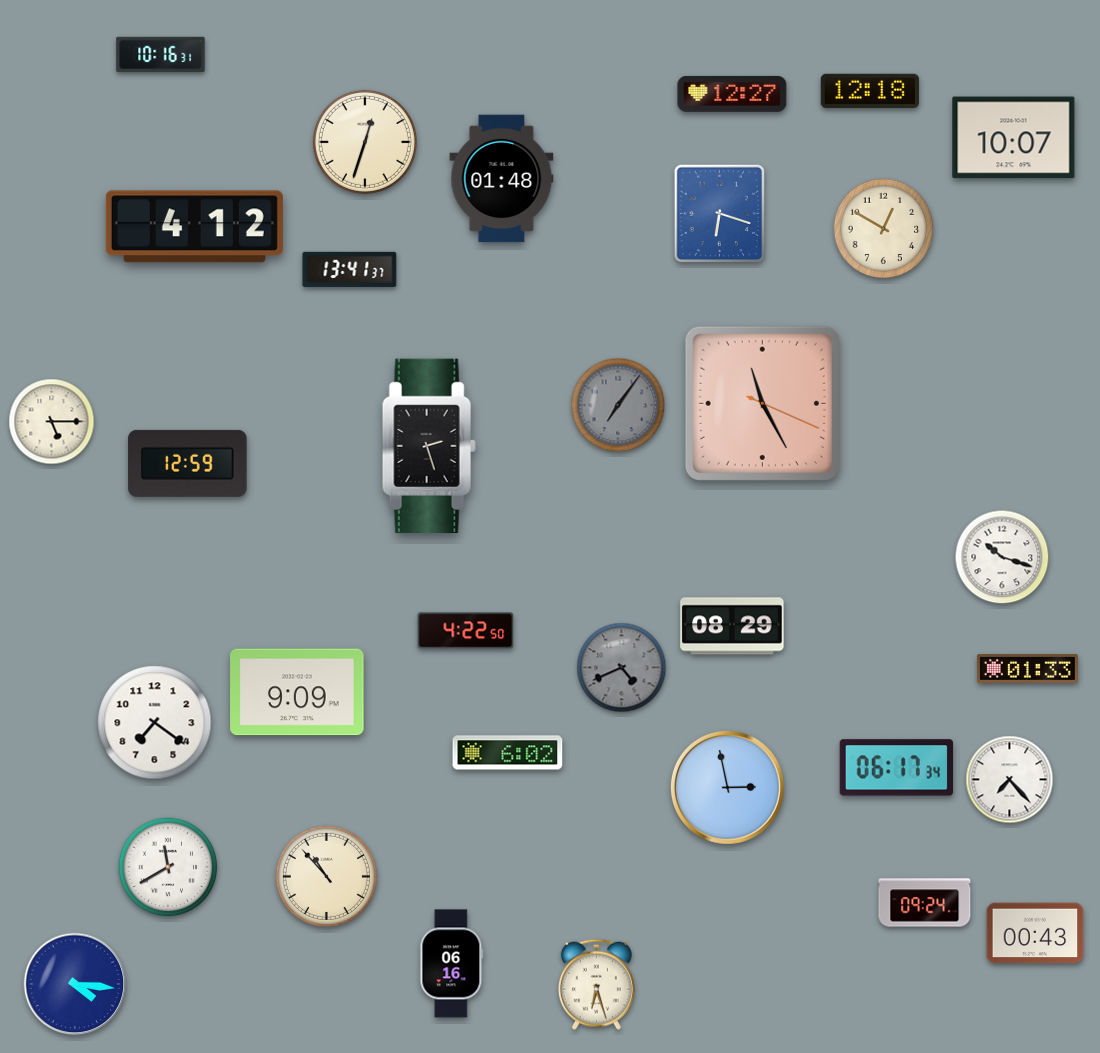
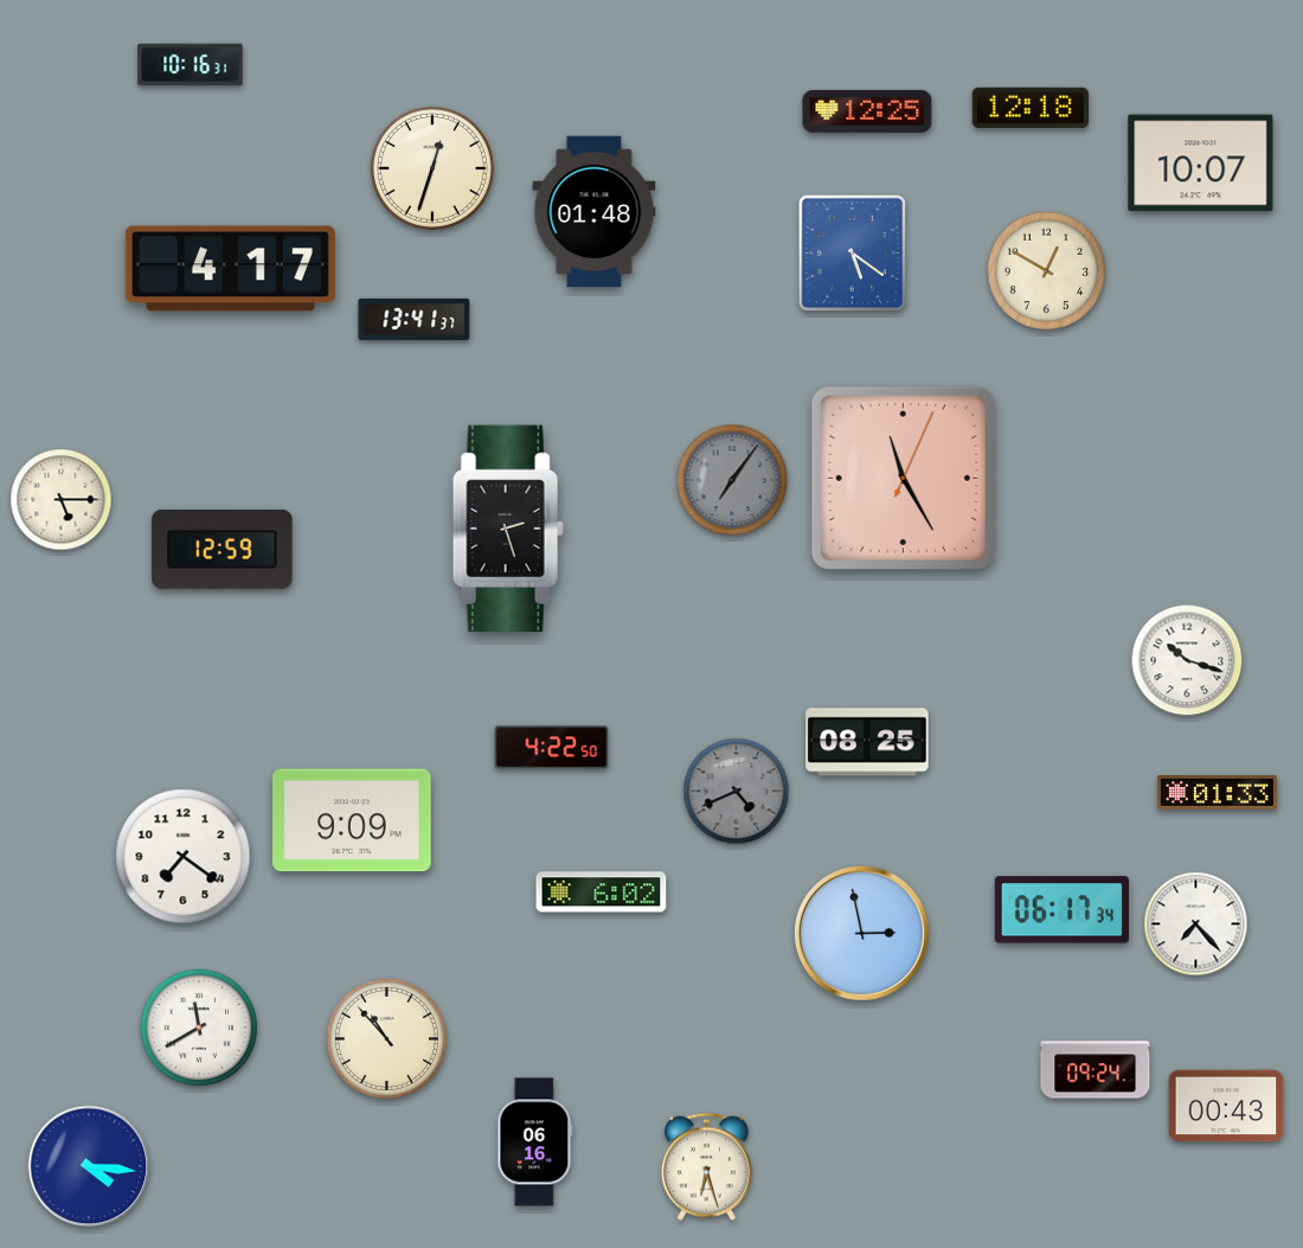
clock at (732, 94): 12:27 -> 12:25
clock at (720, 214): 6:18 -> 5:21
clock at (194, 227): 4:12 -> 4:17
clock at (762, 403): 11:25:19 -> 11:25:04
clock at (732, 626): 08:29 -> 08:25
